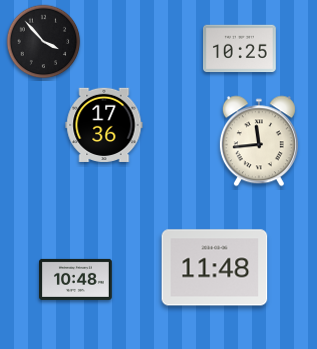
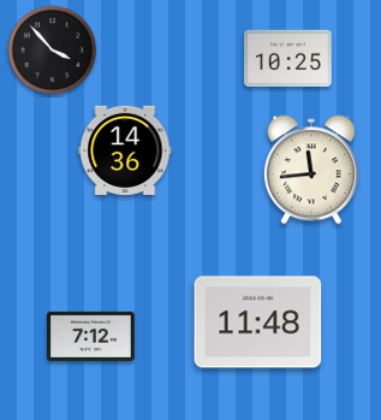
clock at (104, 125): 17:36 -> 14:36
clock at (76, 279): 10:48 -> 7:12
